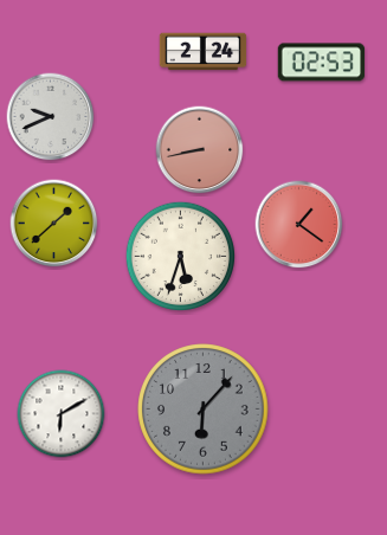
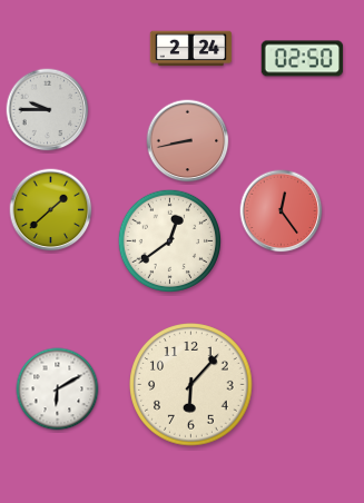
clock at (322, 63): 02:53 -> 02:50
clock at (51, 117): 9:41 -> 9:45
clock at (299, 225): 1:21 -> 12:24
clock at (181, 257): 5:33 -> 12:39
clock at (204, 410) dial: grey -> cream
